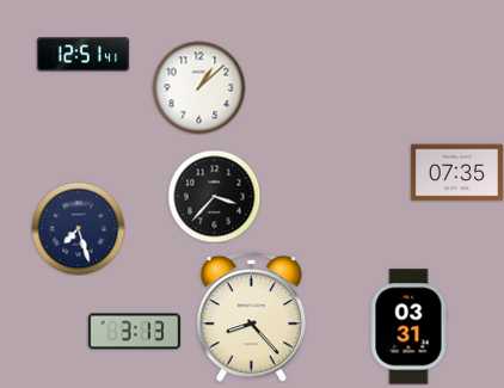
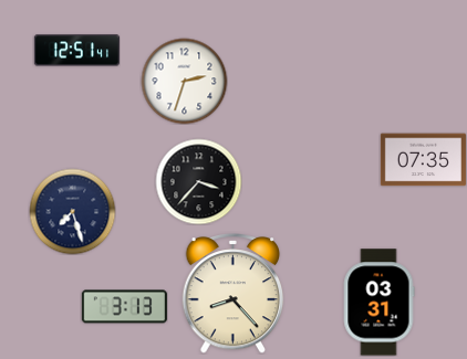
clock at (198, 87): 1:08 -> 2:33
